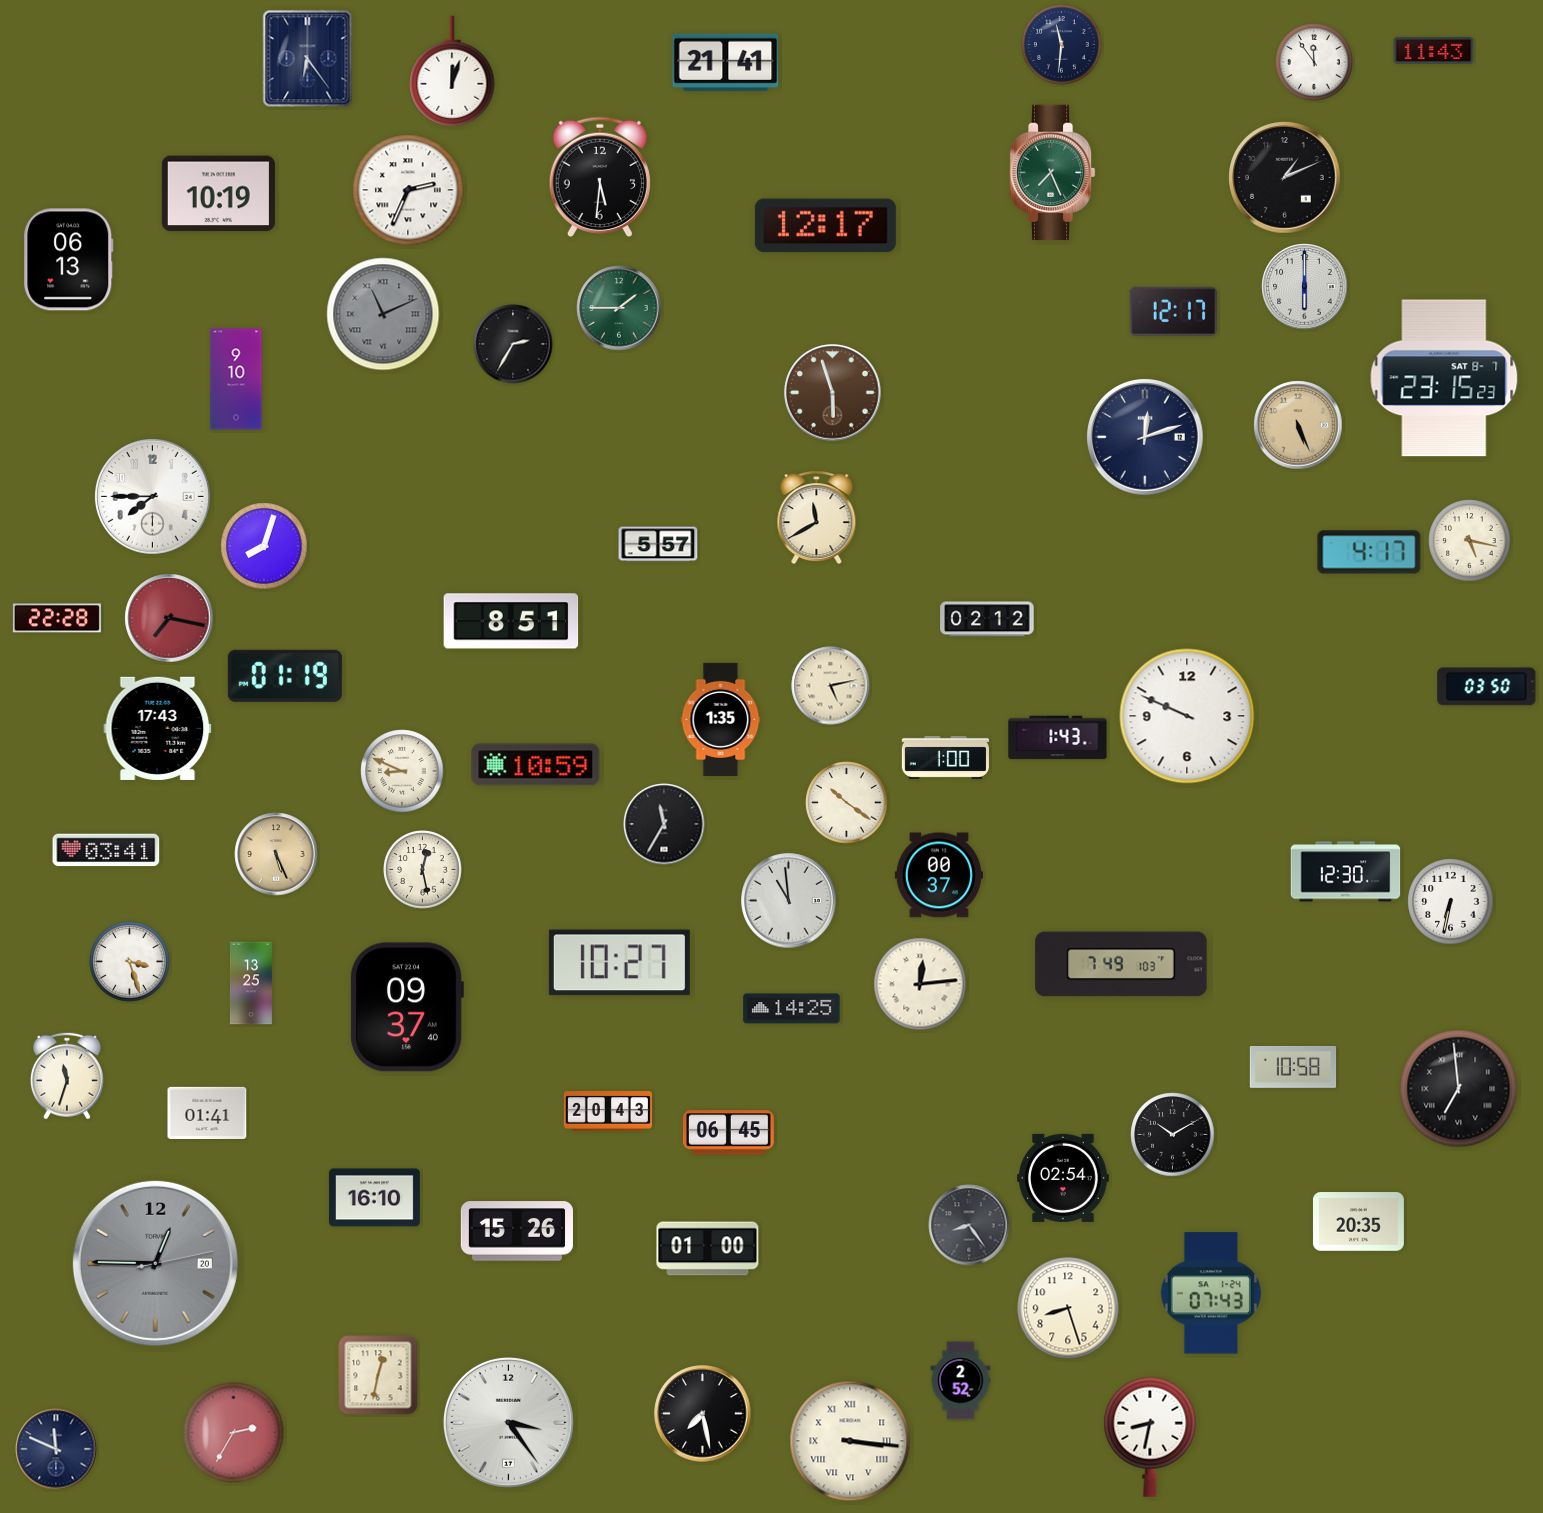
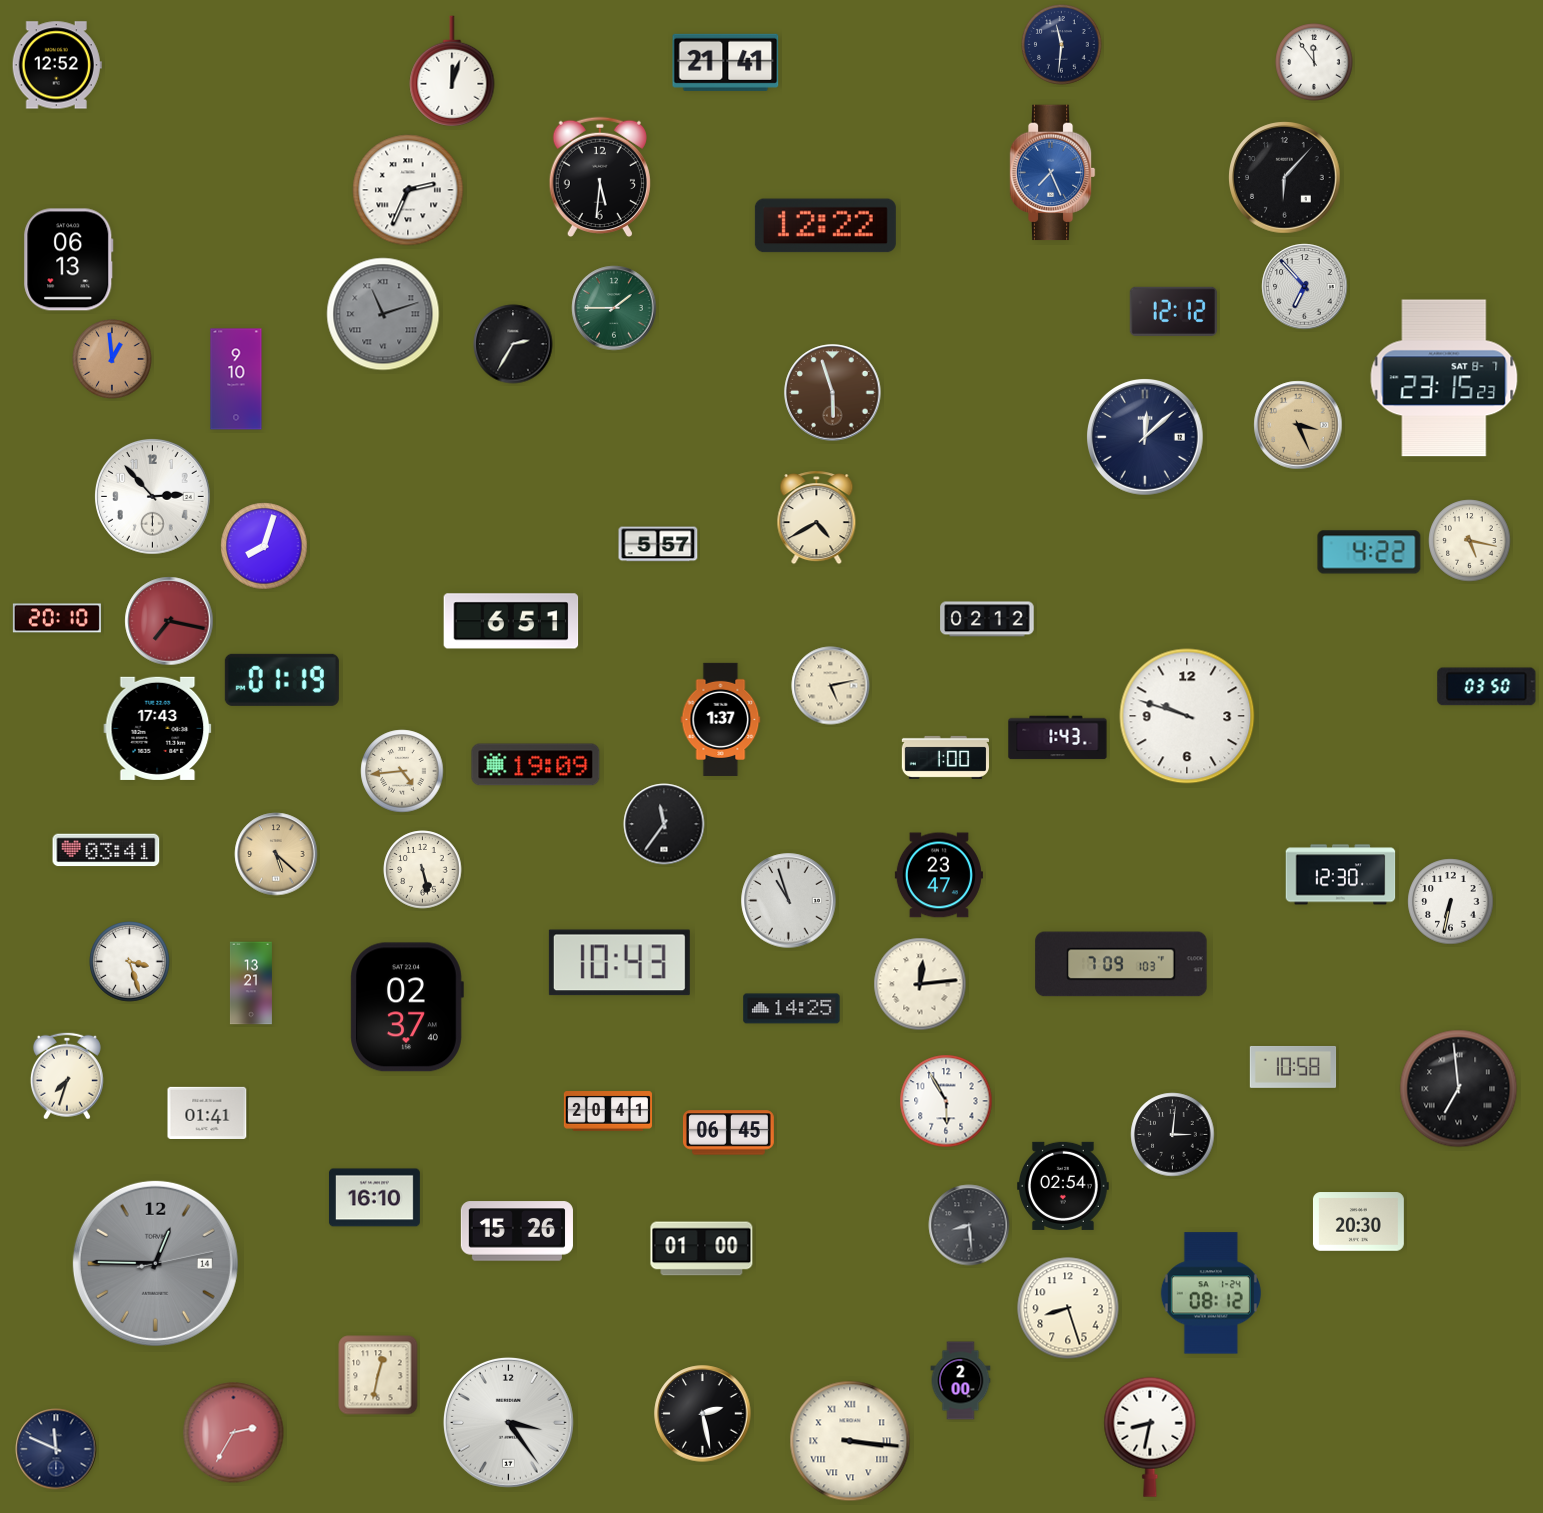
clock at (1434, 50): 11:43 -> none
clock at (308, 59): 6:24 -> none
clock at (57, 65): none -> 12:52
clock at (1052, 173) dial: green -> blue
clock at (1285, 178): 1:11 -> 6:07
clock at (218, 194): 10:19 -> none
clock at (825, 226): 12:17 -> 12:22
clock at (1305, 287): 6:00 -> 6:53
clock at (619, 308) position: (619, 308) -> (614, 308)
clock at (1173, 311): 12:17 -> 12:12
clock at (383, 314): 11:11 -> 11:12
clock at (112, 359): none -> 12:59
clock at (1298, 425): 5:26 -> 3:26
clock at (1146, 438): 12:12 -> 12:08
clock at (153, 497): 7:45 -> 2:53
clock at (817, 518): 11:40 -> 4:40
clock at (1369, 552): 4:17 -> 4:22
clock at (57, 618): 22:28 -> 20:10
clock at (169, 618) position: (169, 618) -> (169, 621)
clock at (511, 621): 8:51 -> 6:51
clock at (285, 676) position: (285, 676) -> (282, 680)
clock at (1187, 716): 9:49 -> 9:48
clock at (721, 719): 1:35 -> 1:37
clock at (536, 765): 10:59 -> 19:09
clock at (402, 771): 8:49 -> 4:44
clock at (847, 803): 10:21 -> none
clock at (664, 824): 11:35 -> 11:36
clock at (276, 854): 5:26 -> 5:22
clock at (423, 870): 12:28 -> 5:28
clock at (1346, 872) position: (1346, 872) -> (1341, 875)
clock at (939, 875): 00:37 -> 23:47
clock at (789, 901): 10:59 -> 10:57
clock at (619, 963): 10:27 -> 10:43
clock at (1121, 964): 7:49 -> 7:09
clock at (251, 983): 13:25 -> 13:21
clock at (407, 1007): 09:37 -> 02:37
clock at (67, 1076): 11:33 -> 7:33
clock at (946, 1101): none -> 5:55
clock at (608, 1111): 20:43 -> 20:41
clock at (1173, 1135): 10:10 -> 3:01
clock at (1064, 1178) position: (1064, 1178) -> (1064, 1186)
clock at (1358, 1222): 20:35 -> 20:30
clock at (969, 1225): 8:24 -> 8:29
clock at (708, 1249) position: (708, 1249) -> (702, 1249)
clock at (155, 1263) date: 20 -> 14
clock at (1211, 1293): 07:43 -> 08:12
clock at (961, 1381): 2:52 -> 2:00
clock at (703, 1414): 7:28 -> 2:28
